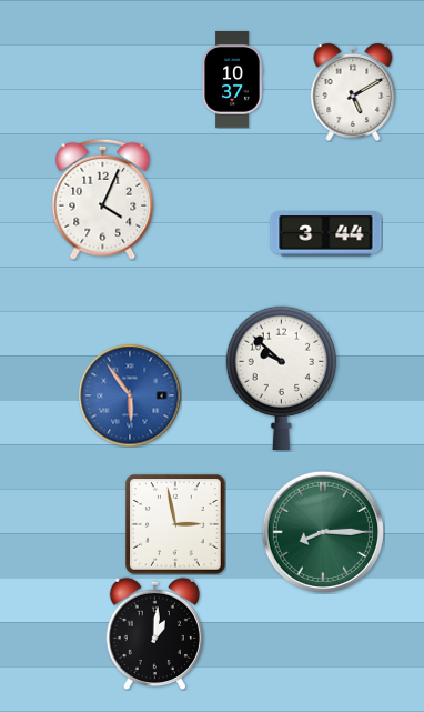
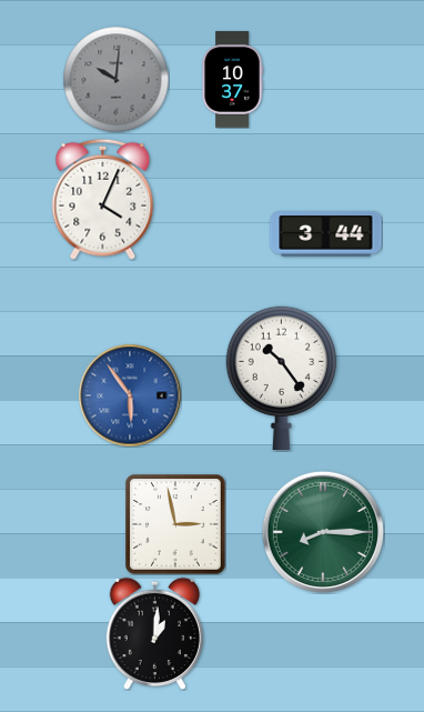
clock at (115, 79): none -> 10:01
clock at (353, 92): 5:10 -> none
clock at (281, 378): 9:52 -> 10:24
